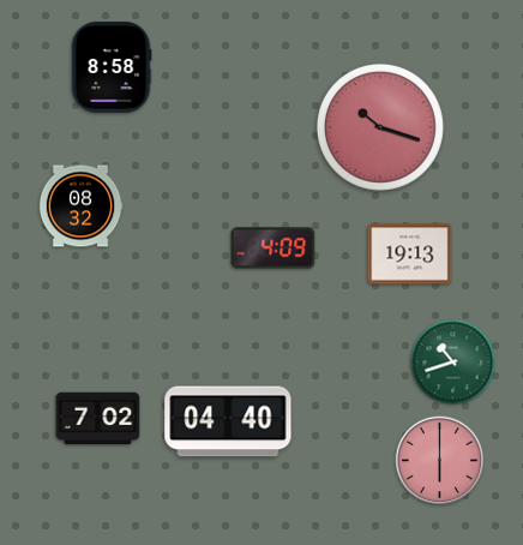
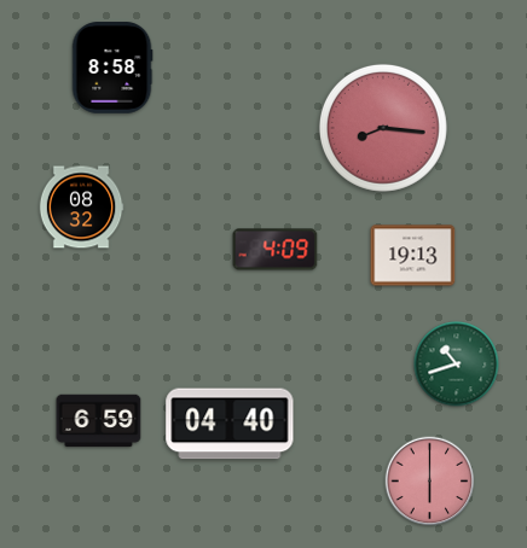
clock at (380, 127): 10:18 -> 8:16
clock at (98, 419): 7:02 -> 6:59
clock at (440, 461) position: (440, 461) -> (430, 482)
